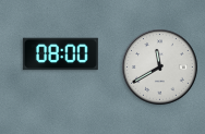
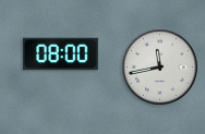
clock at (160, 68): 11:40 -> 11:43
